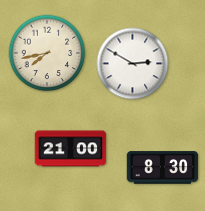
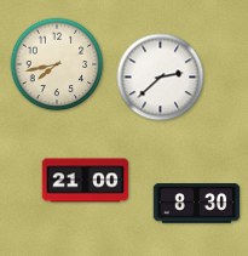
clock at (133, 64): 2:50 -> 2:38
